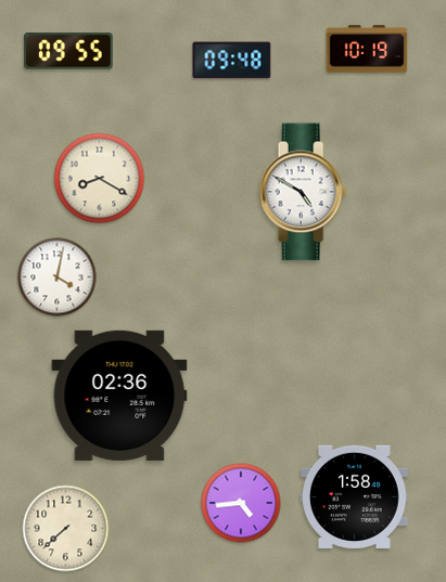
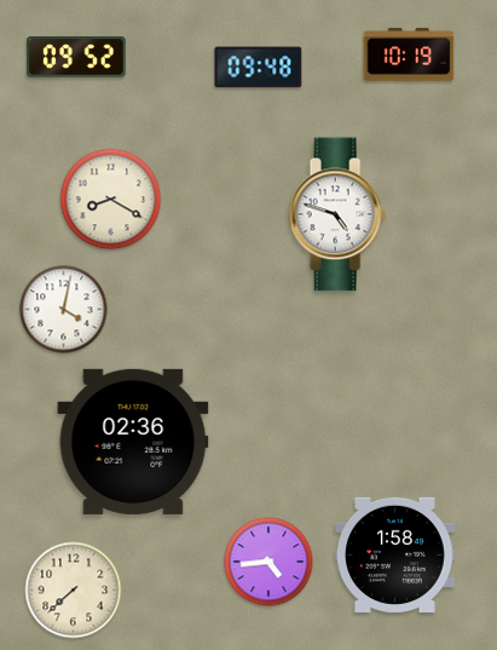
clock at (68, 51): 09:55 -> 09:52
clock at (303, 192): 4:50 -> 4:48
